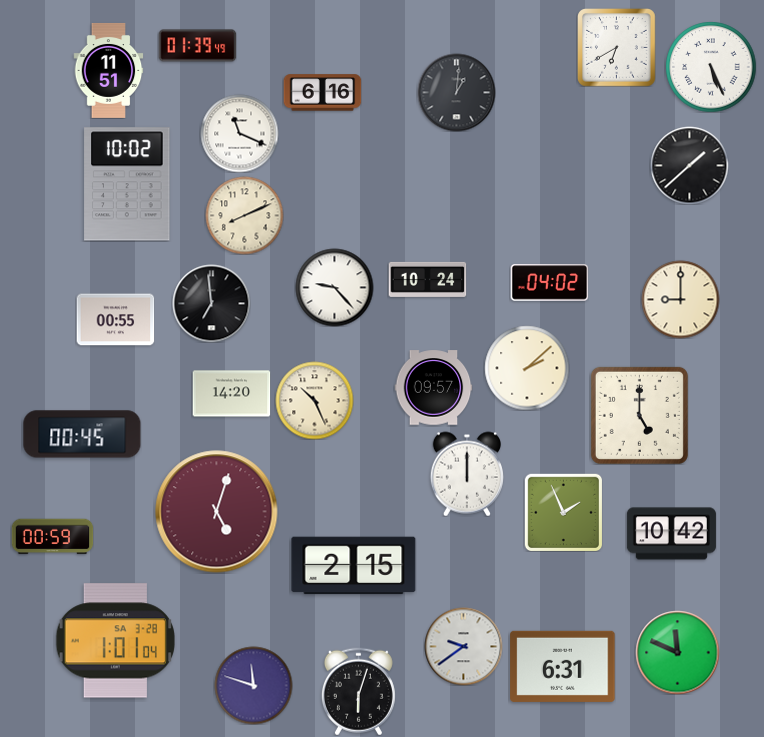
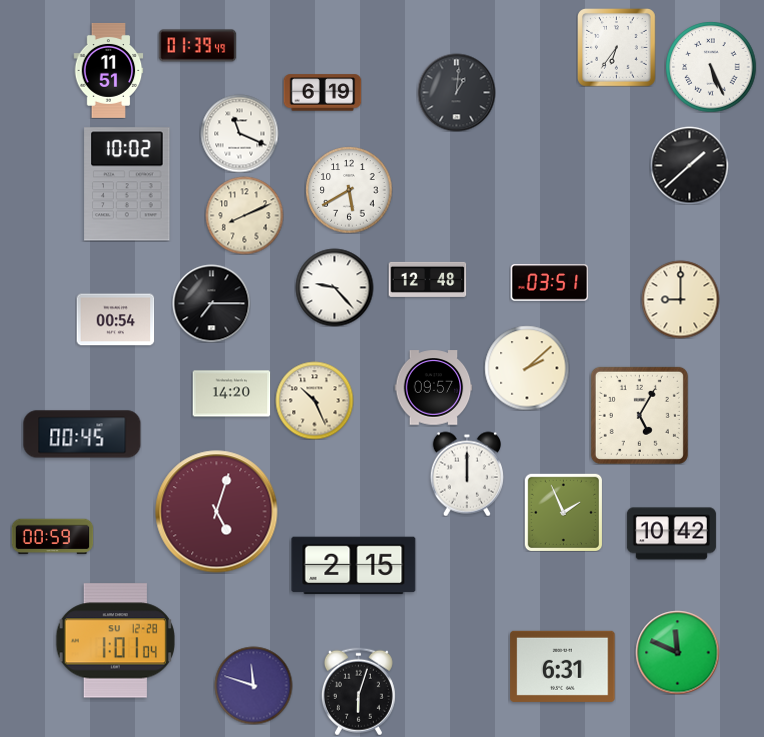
clock at (617, 48): 6:40 -> 6:36
clock at (322, 93): 6:16 -> 6:19
clock at (349, 190): none -> 5:40
clock at (427, 279): 10:24 -> 12:48
clock at (549, 283): 04:02 -> 03:51
clock at (211, 303): 6:59 -> 7:15
clock at (115, 320): 00:55 -> 00:54
clock at (639, 415): 5:00 -> 5:05
clock at (115, 641) date: SA 3-28 -> SU 12-28
clock at (463, 646): 9:39 -> none
